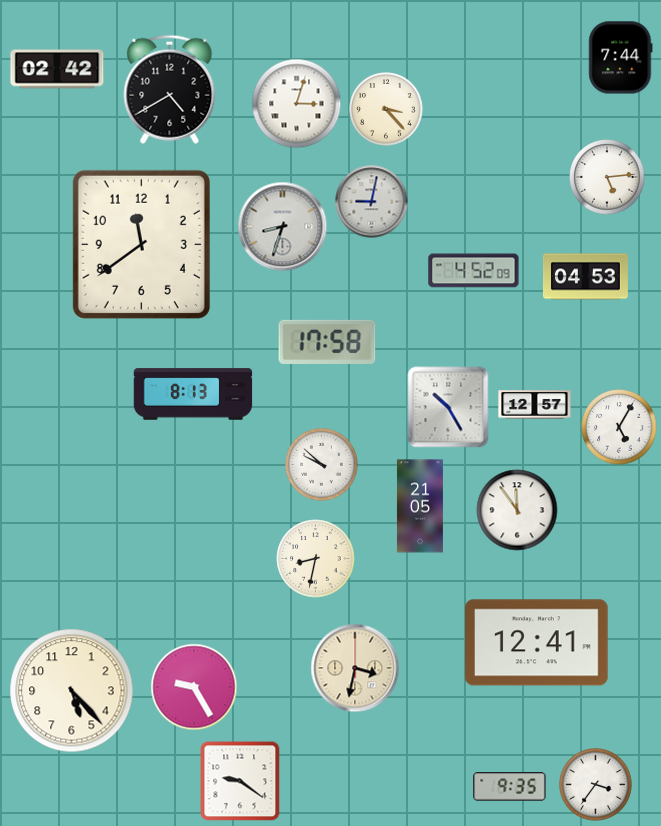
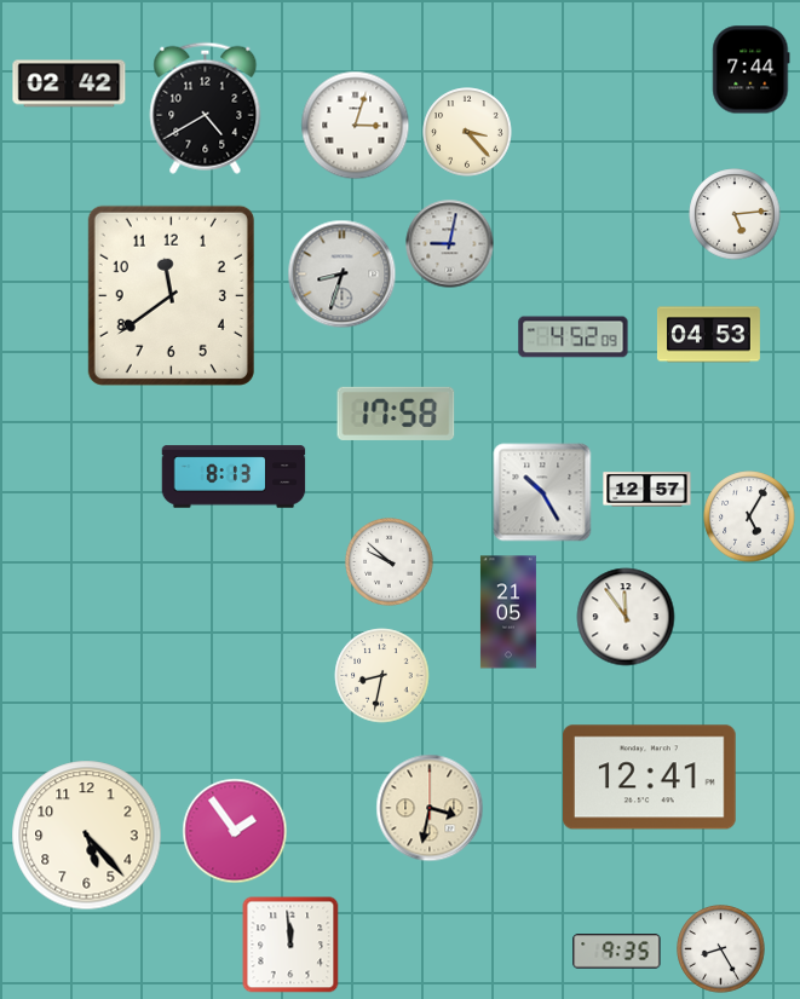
clock at (297, 104) position: (297, 104) -> (356, 126)
clock at (474, 271) position: (474, 271) -> (574, 337)
clock at (194, 687): 9:25 -> 1:54
clock at (240, 781): 9:21 -> 11:59
clock at (596, 785): 3:36 -> 8:25
